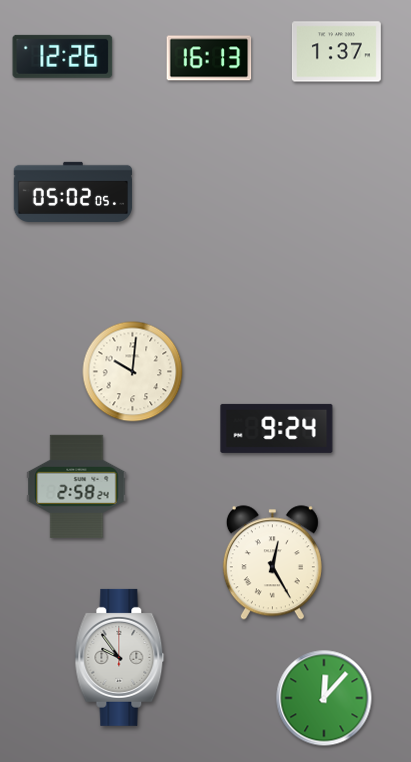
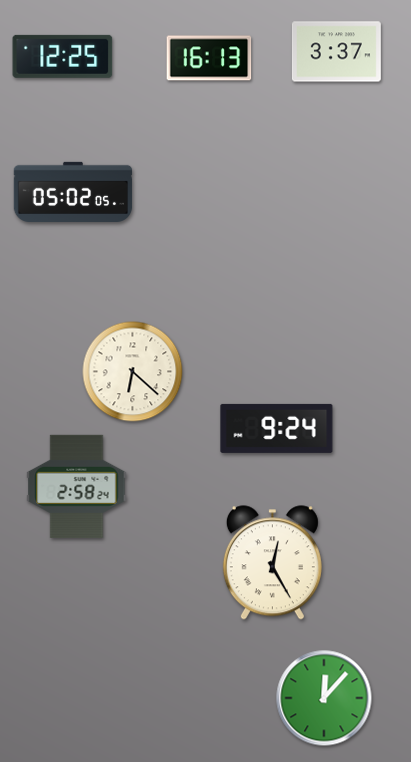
clock at (336, 52): 1:37 -> 3:37
clock at (63, 56): 12:26 -> 12:25
clock at (133, 372): 10:01 -> 6:22
clock at (120, 657): 9:54 -> none
